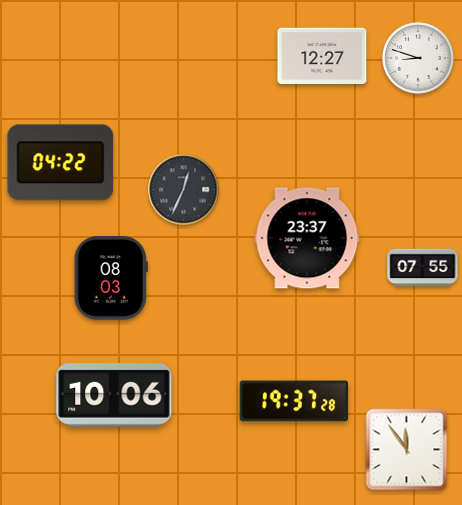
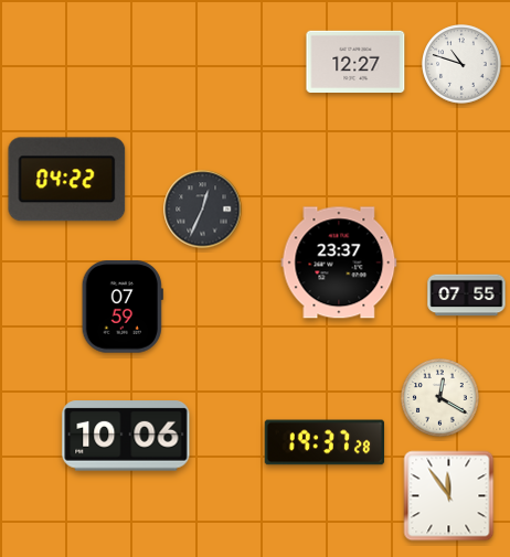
clock at (418, 58): 8:48 -> 10:48
clock at (111, 278): 08:03 -> 07:59
clock at (440, 398): none -> 12:20
